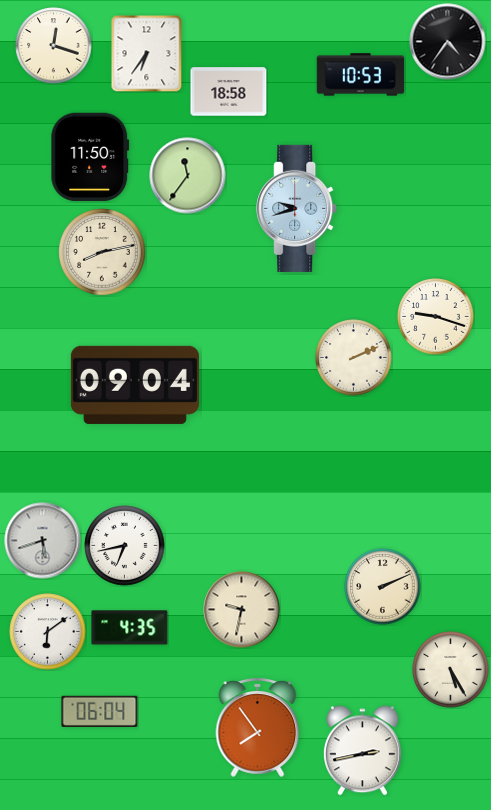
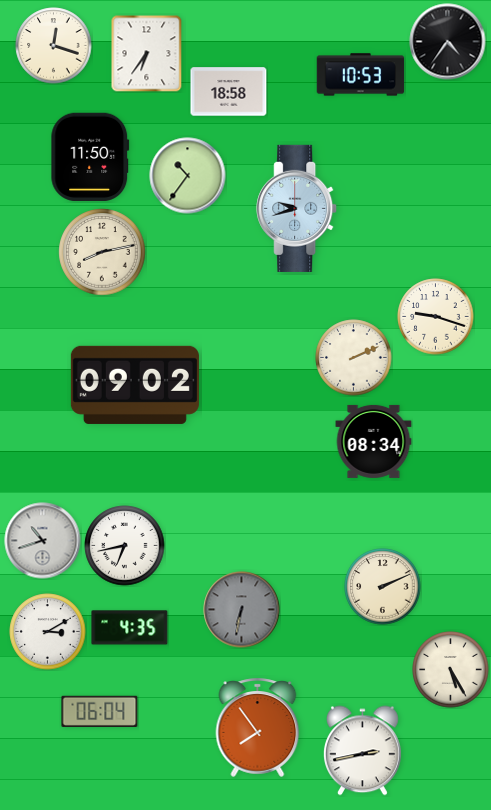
clock at (188, 176): 11:36 -> 10:36
clock at (135, 385): 09:04 -> 09:02
clock at (374, 441): none -> 08:34
clock at (43, 541): 5:42 -> 10:42
clock at (242, 610): 9:32 -> 6:32
clock at (242, 610) dial: cream -> grey
clock at (48, 632): 6:09 -> 3:10
